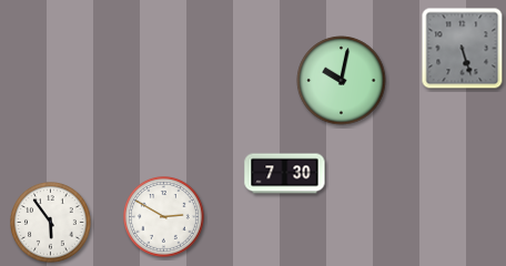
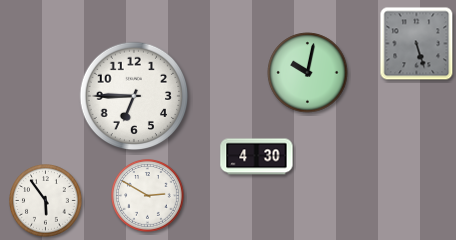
clock at (134, 96): none -> 6:45
clock at (285, 174): 7:30 -> 4:30
